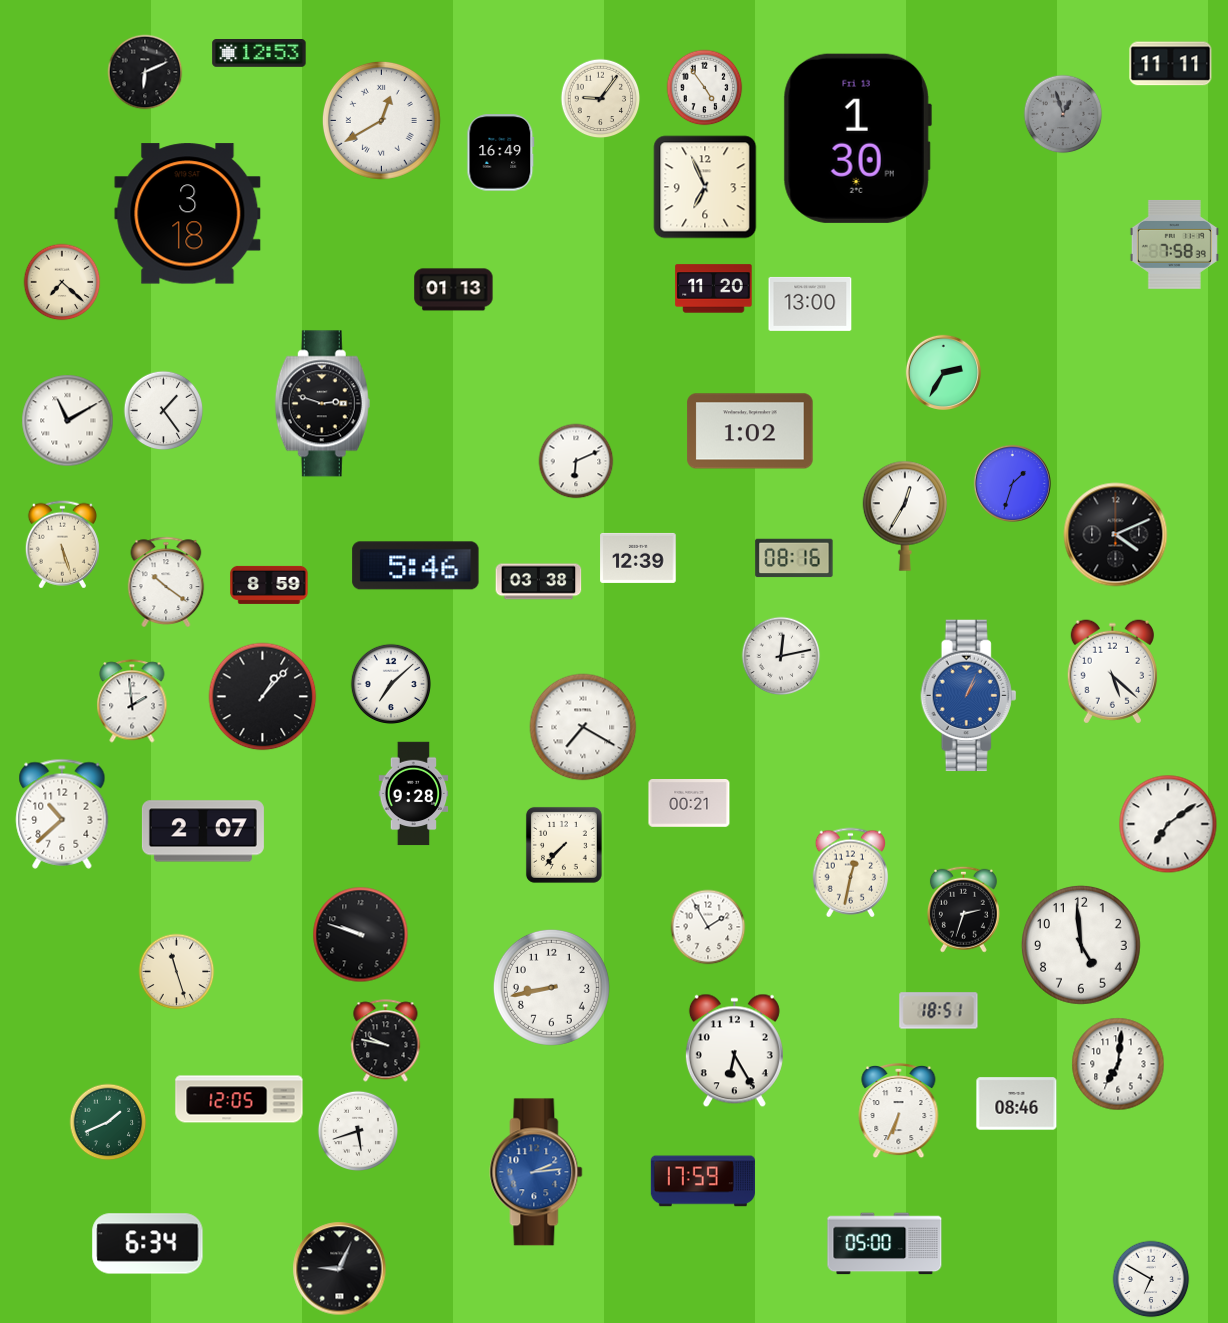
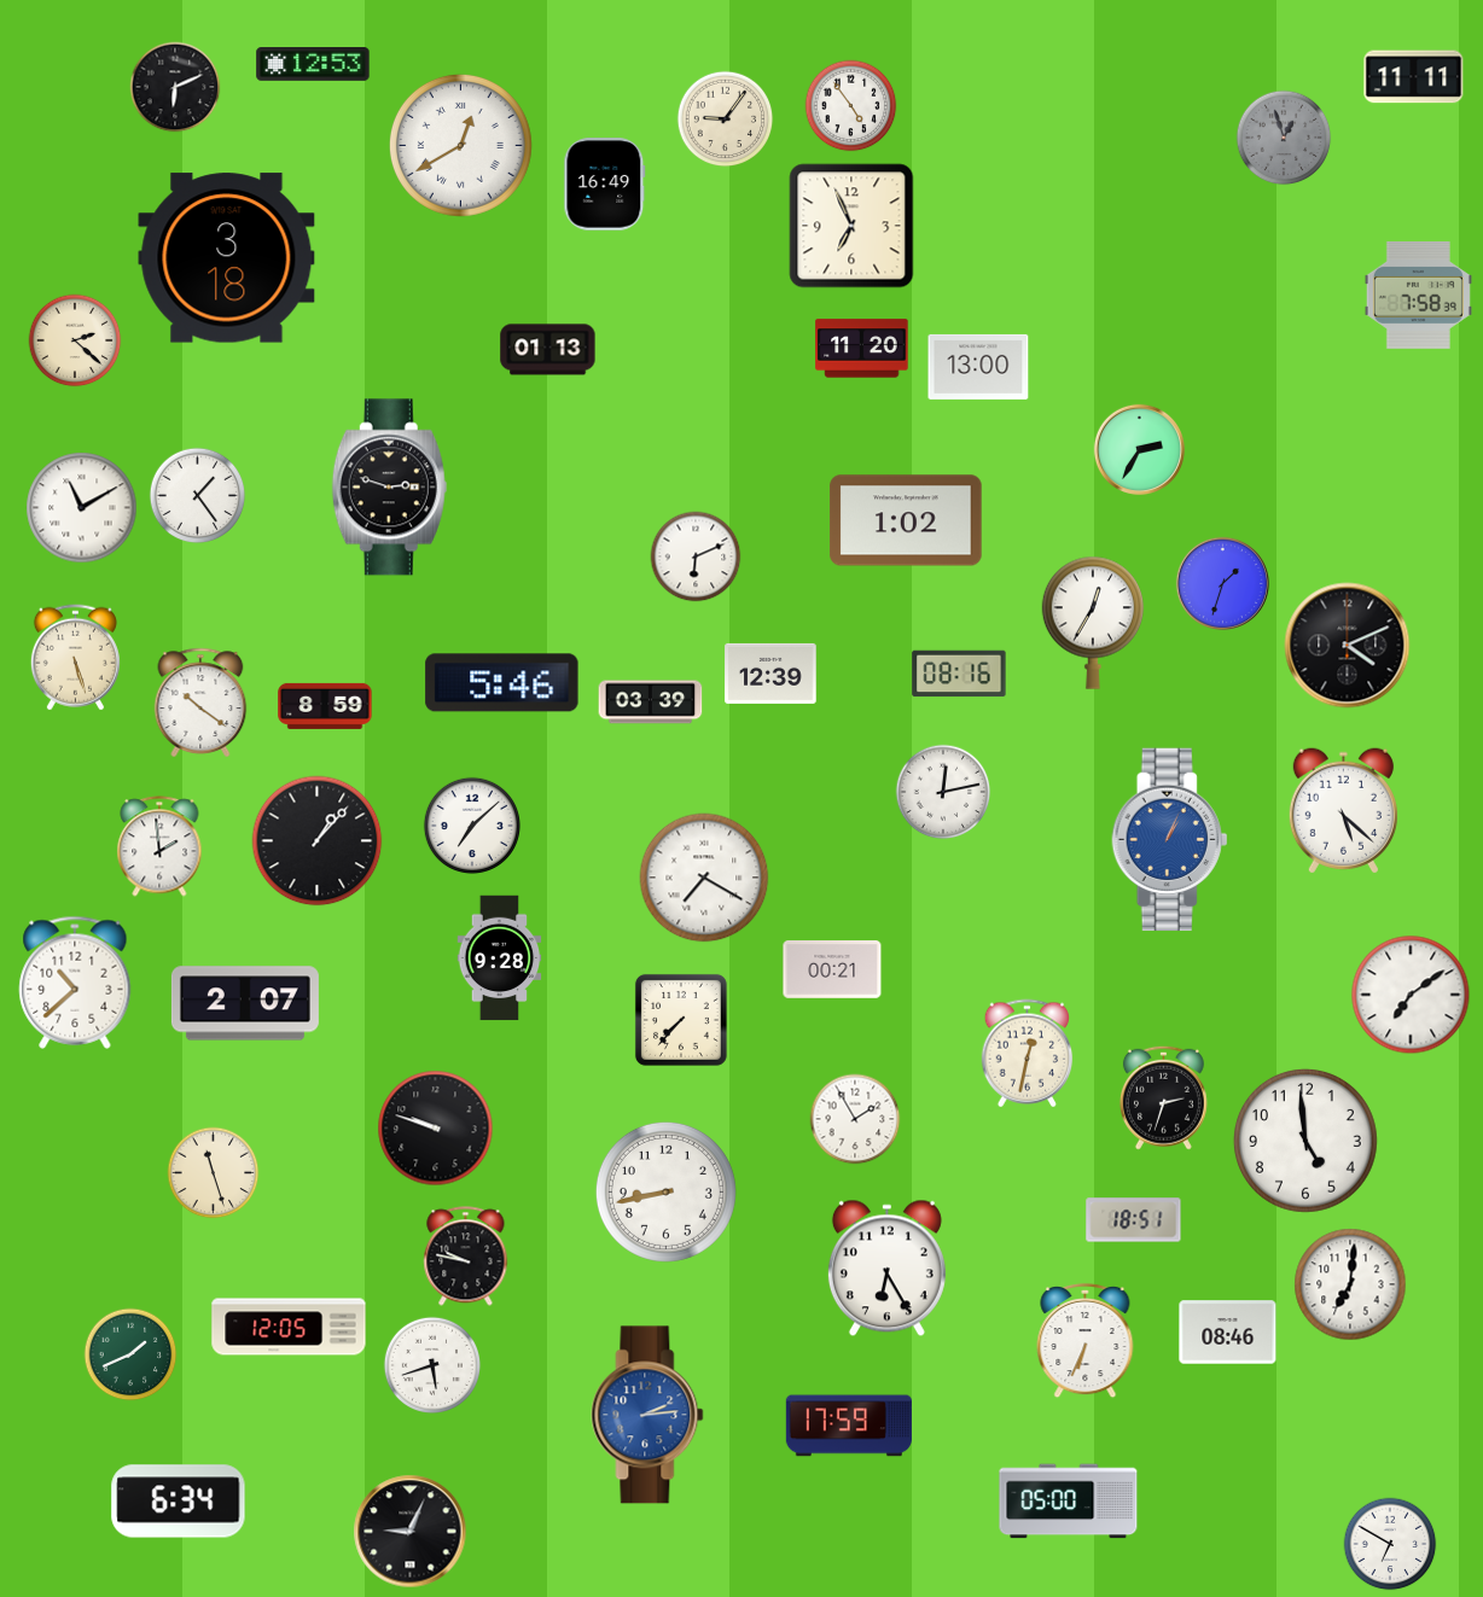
clock at (857, 138): 1:30 -> none
clock at (62, 282): 7:22 -> 2:22
clock at (539, 582): 03:38 -> 03:39
